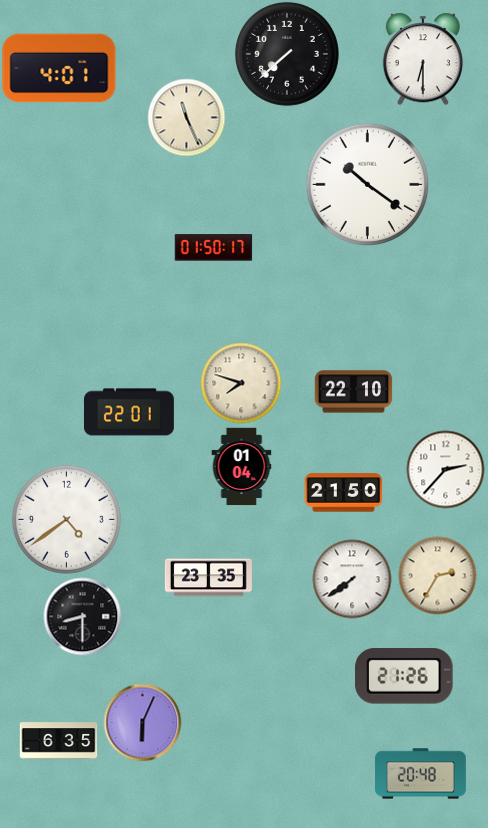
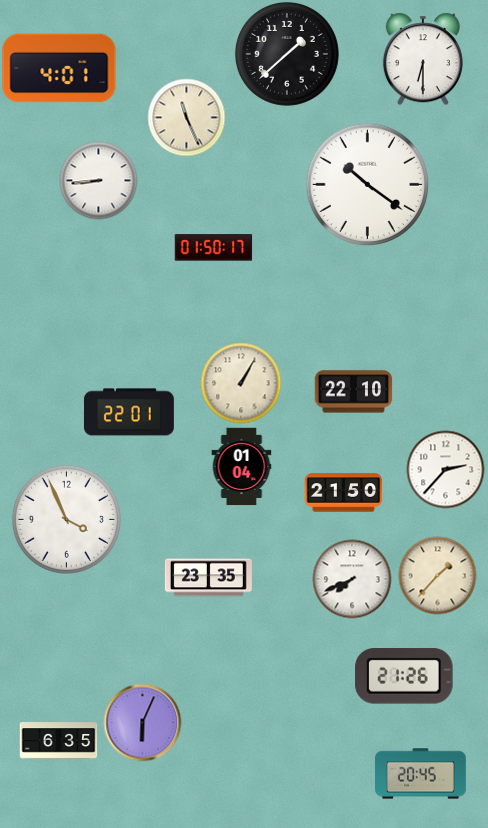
clock at (287, 54): 7:38 -> 1:38
clock at (98, 180): none -> 8:44
clock at (241, 383): 7:48 -> 1:05
clock at (66, 519): 4:39 -> 3:56
clock at (437, 575): 2:35 -> 1:37
clock at (352, 579): 7:39 -> 7:41
clock at (82, 616): 8:30 -> none
clock at (421, 774): 20:48 -> 20:45
